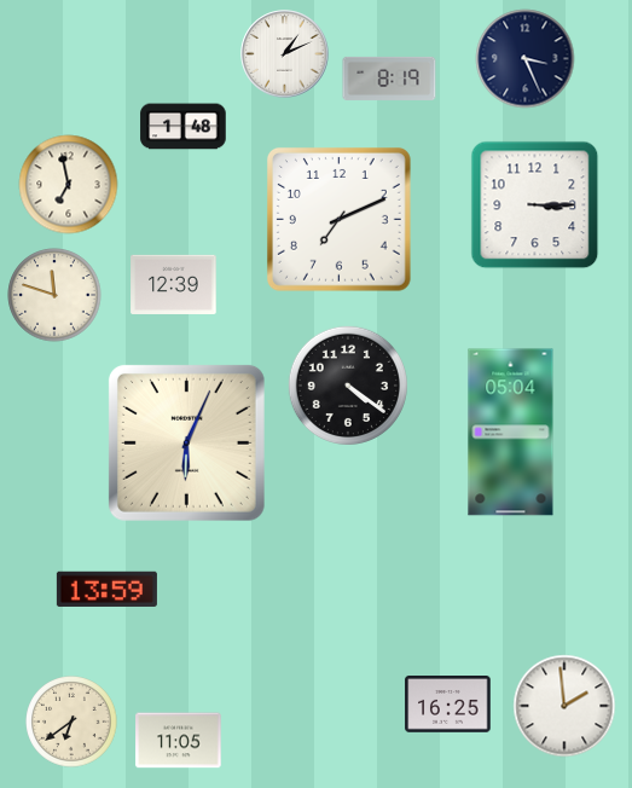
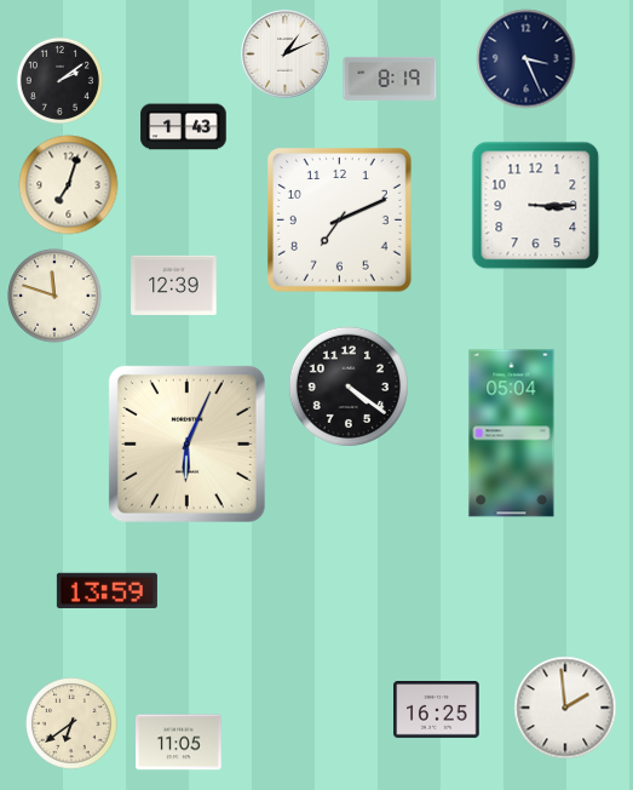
clock at (59, 80): none -> 2:09
clock at (184, 127): 1:48 -> 1:43
clock at (69, 185): 6:58 -> 7:03
clock at (448, 705) position: (448, 705) -> (437, 710)
